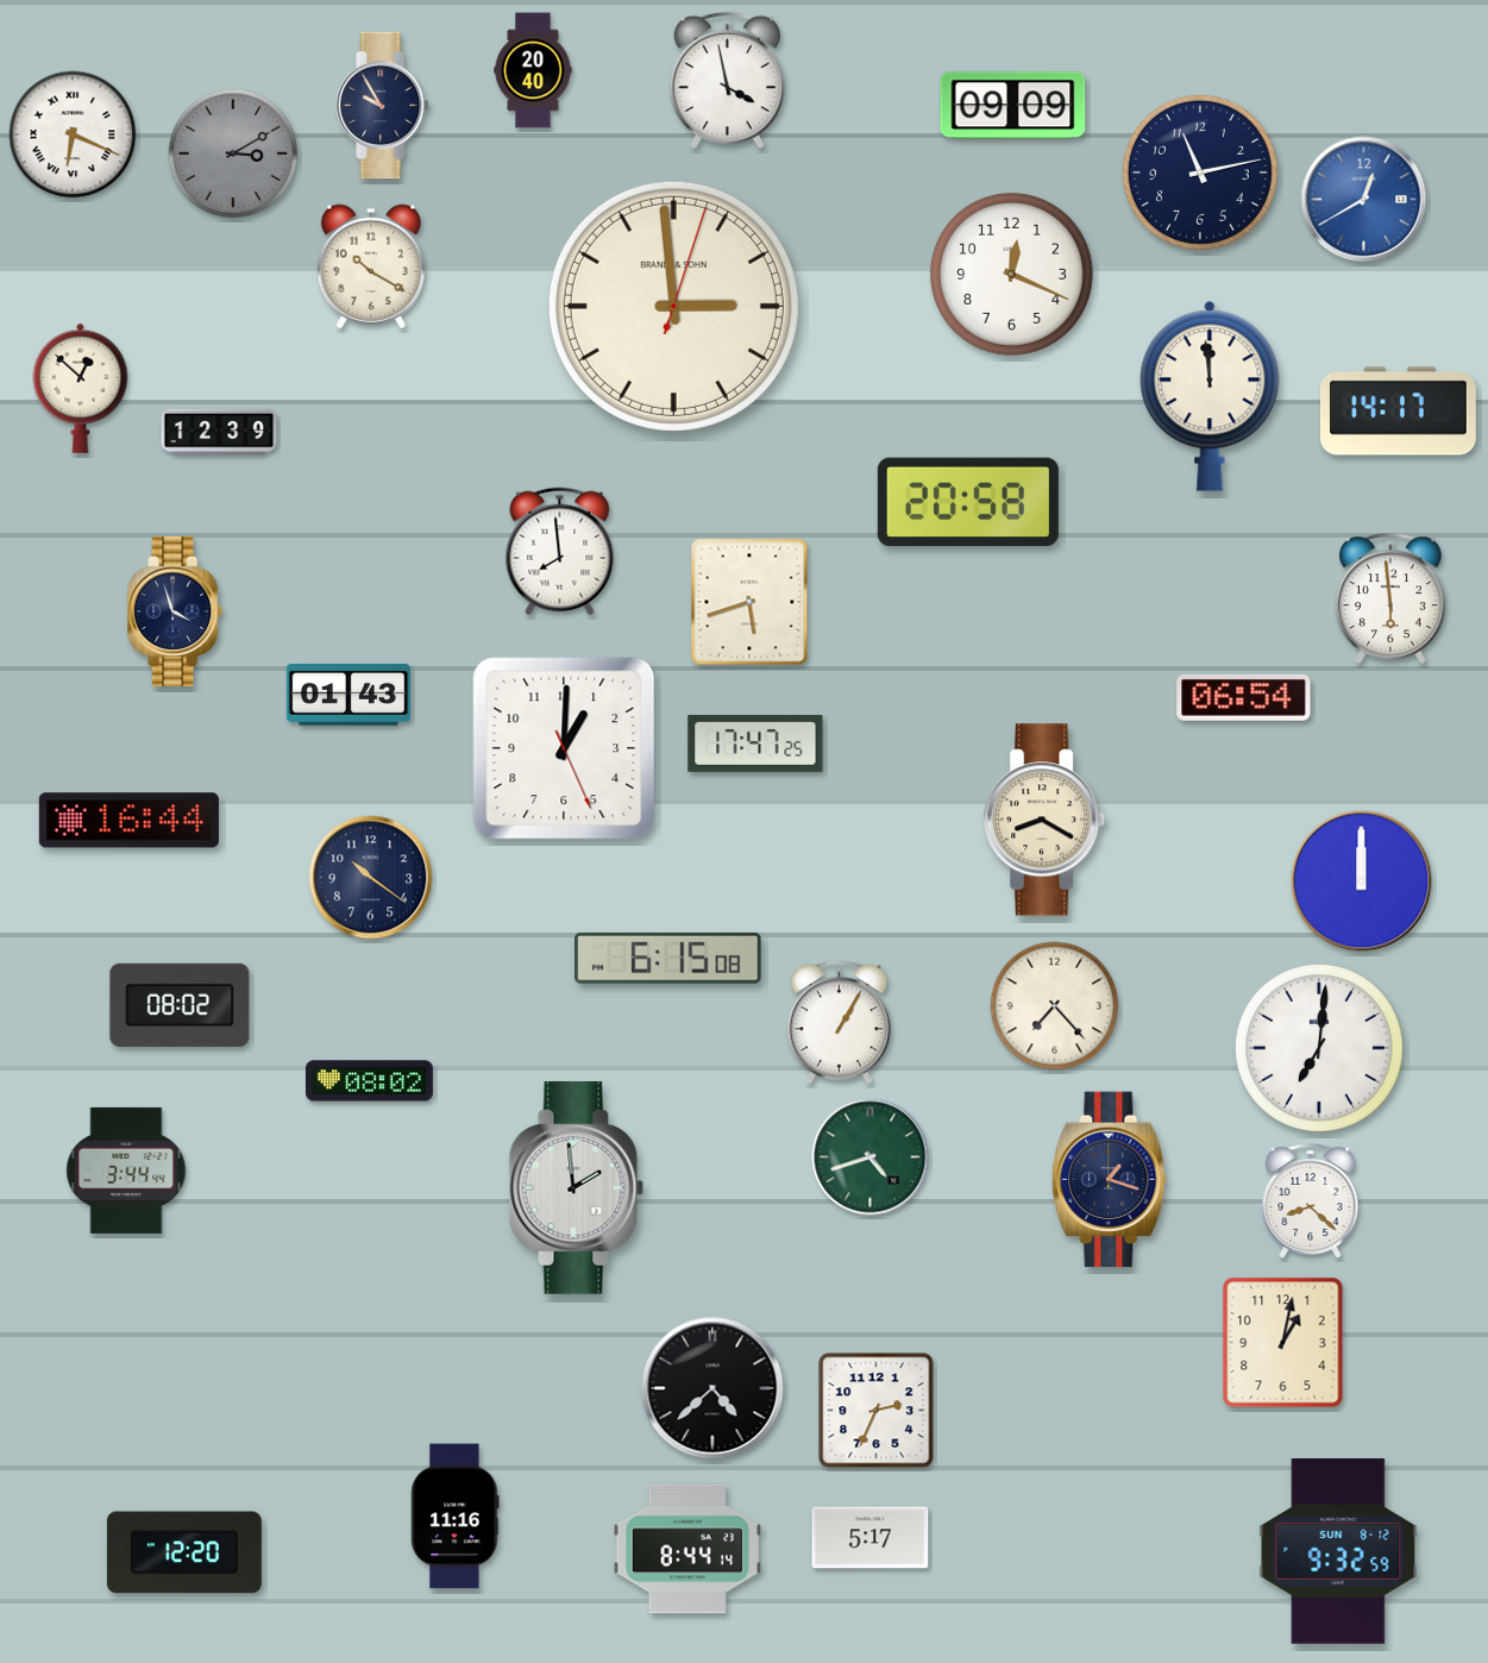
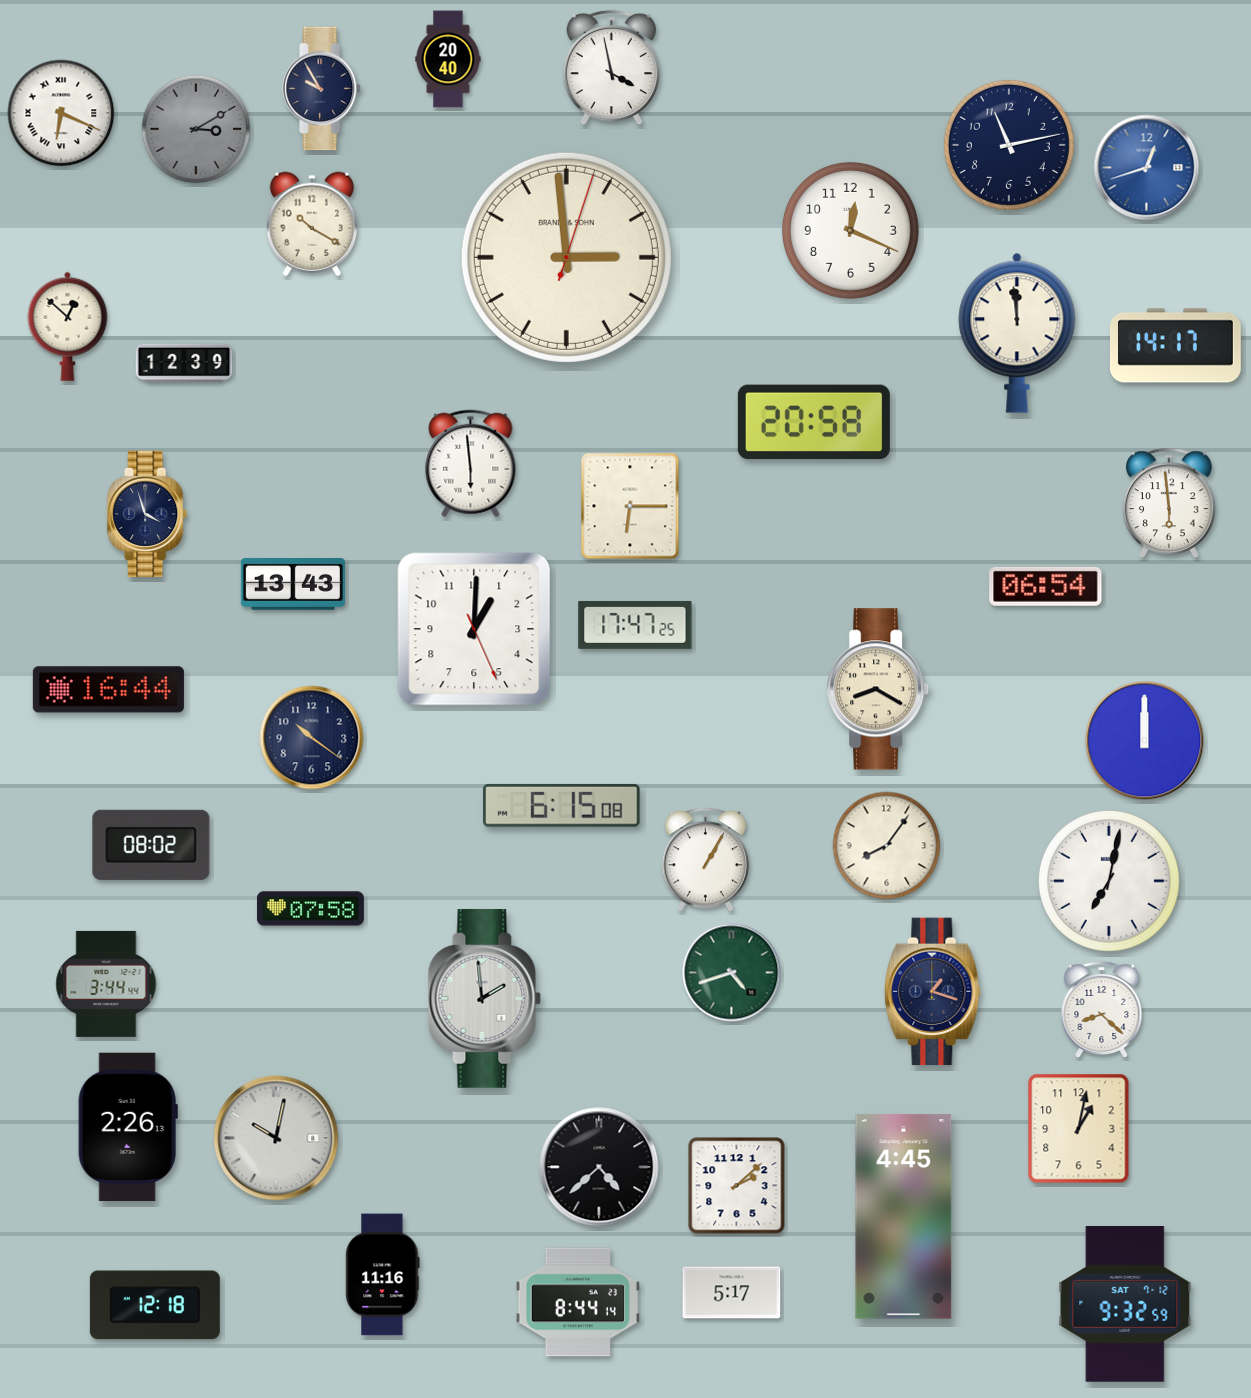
clock at (1013, 106): 09:09 -> none
clock at (1364, 200): 12:40 -> 12:42
clock at (560, 552): 7:59 -> 5:59
clock at (749, 602): 5:42 -> 6:15
clock at (349, 695): 01:43 -> 13:43
clock at (1055, 1006): 7:23 -> 8:06
clock at (1320, 1049): 7:01 -> 7:02
clock at (369, 1081): 08:02 -> 07:58
clock at (128, 1126): none -> 2:26
clock at (276, 1138): none -> 10:02
clock at (877, 1411): 2:34 -> 2:08
clock at (904, 1217): none -> 4:45
clock at (1338, 1551) date: SUN 8-12 -> SAT 7-12
clock at (184, 1552): 12:20 -> 12:18
